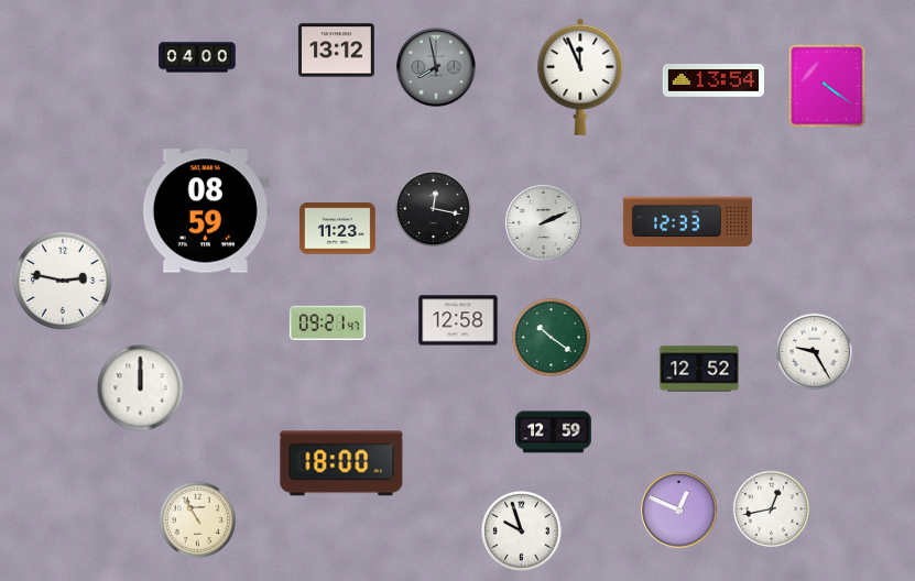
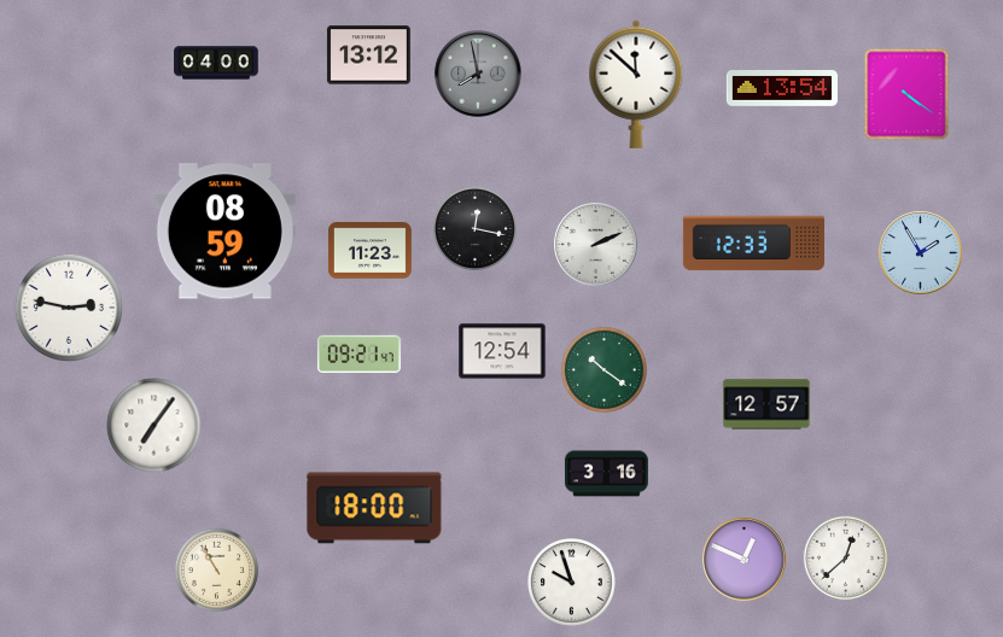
clock at (580, 77): 11:56 -> 11:52
clock at (921, 253): none -> 1:55
clock at (458, 320): 12:58 -> 12:54
clock at (814, 351): 9:25 -> none
clock at (699, 369): 12:52 -> 12:57
clock at (141, 388): 12:00 -> 7:06
clock at (553, 432): 12:59 -> 3:16
clock at (771, 508): 12:43 -> 12:38
